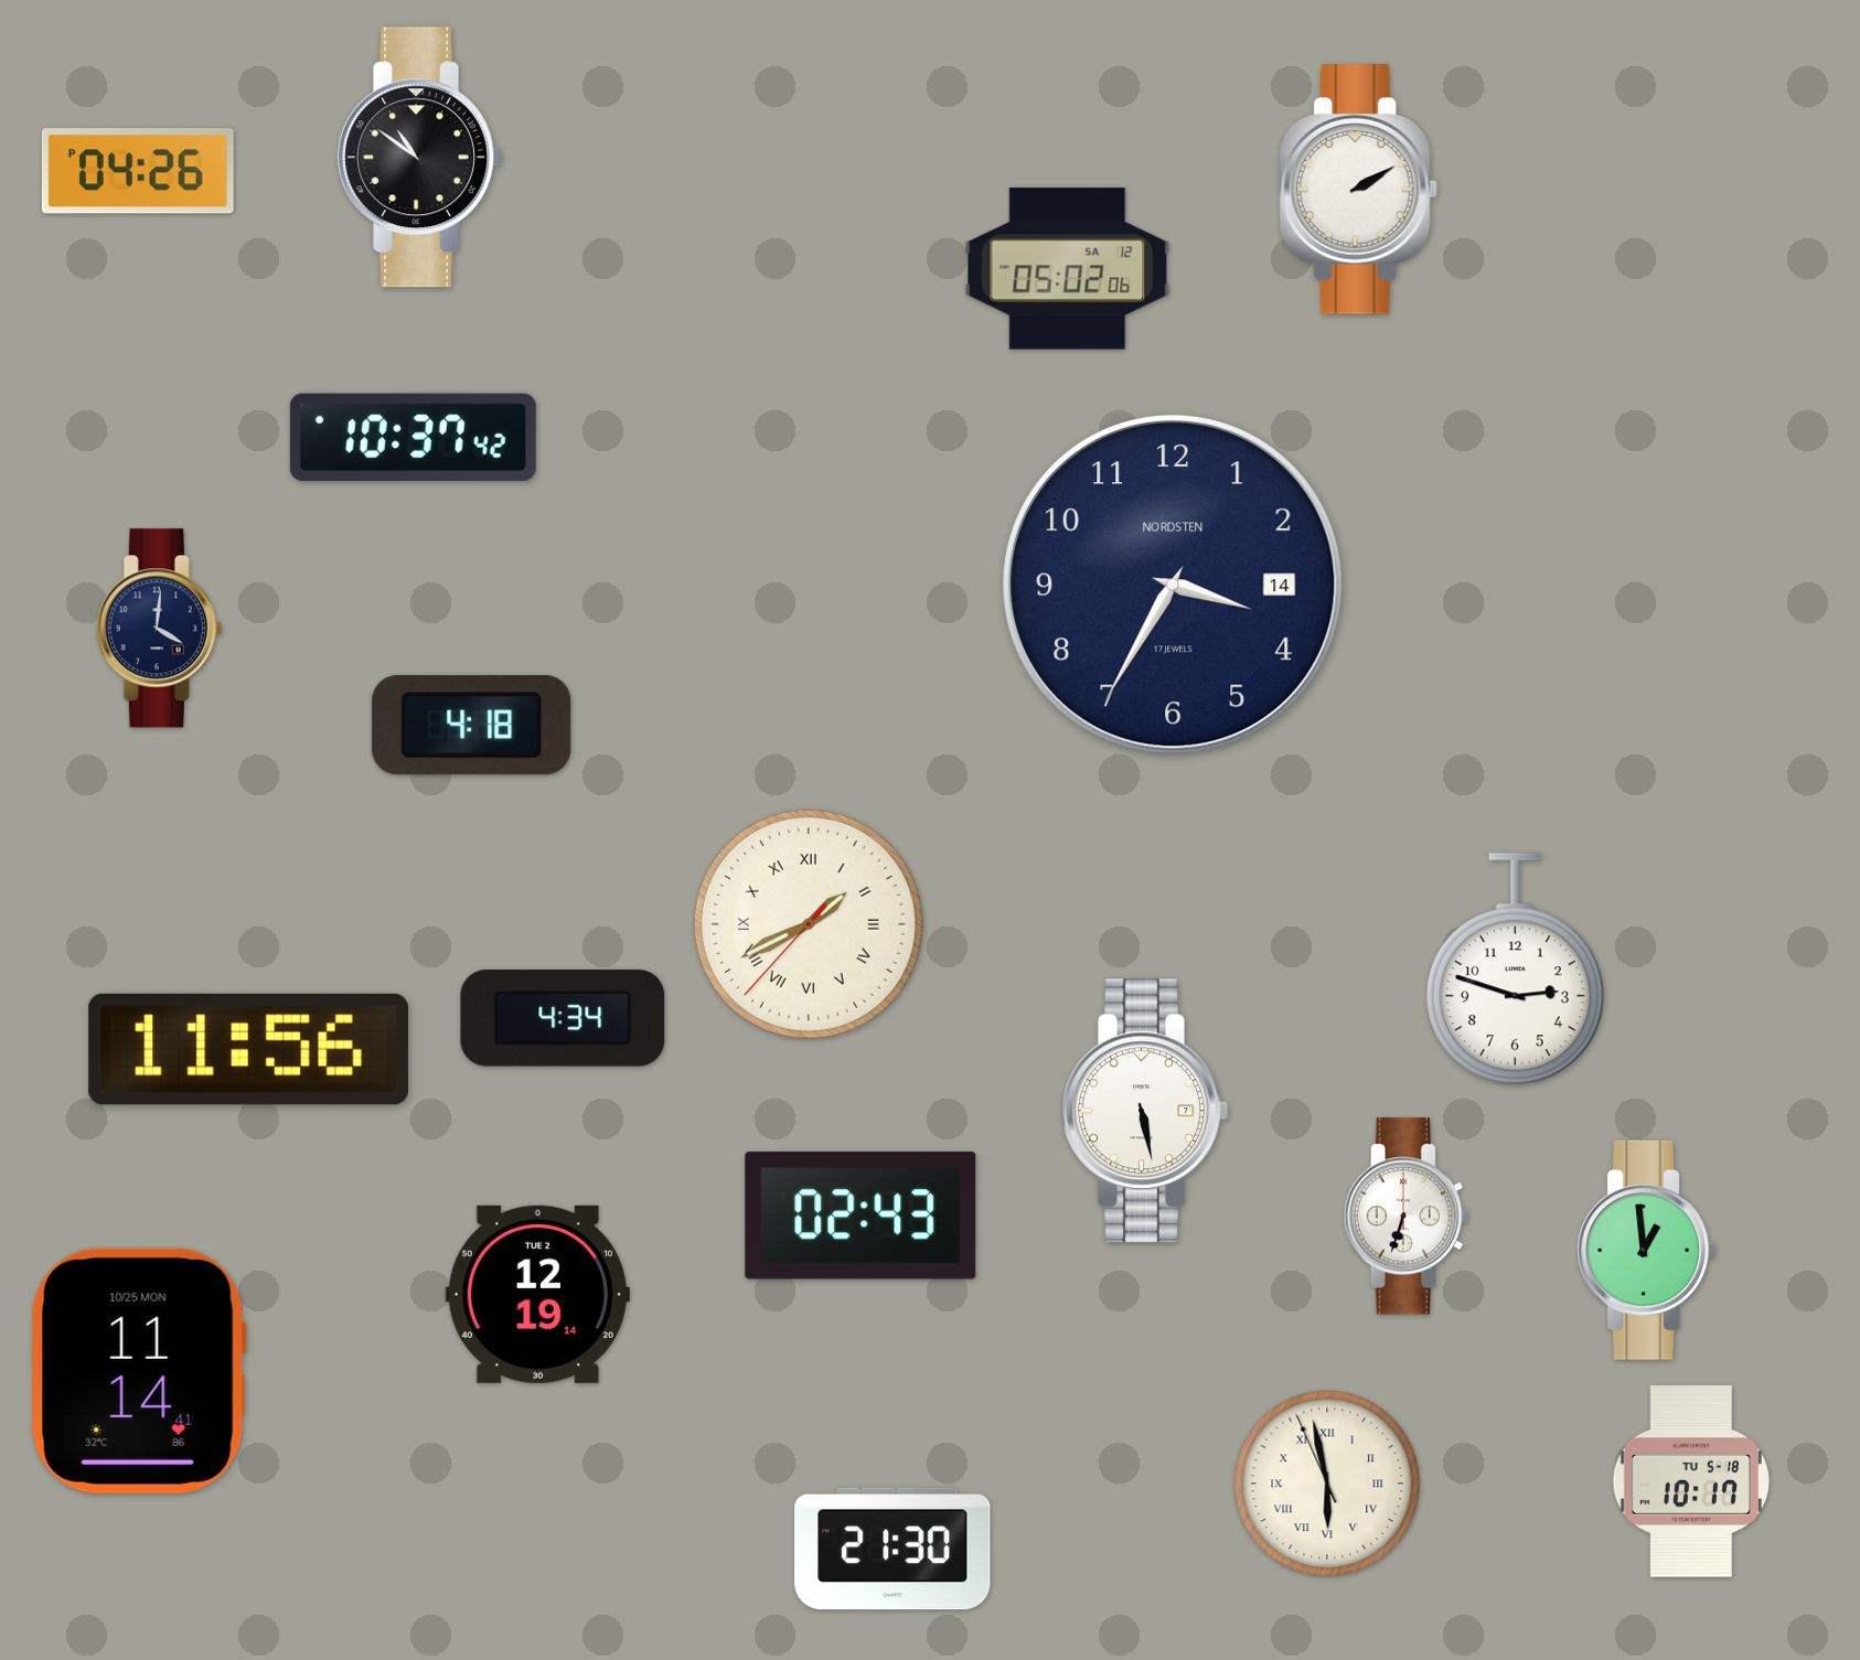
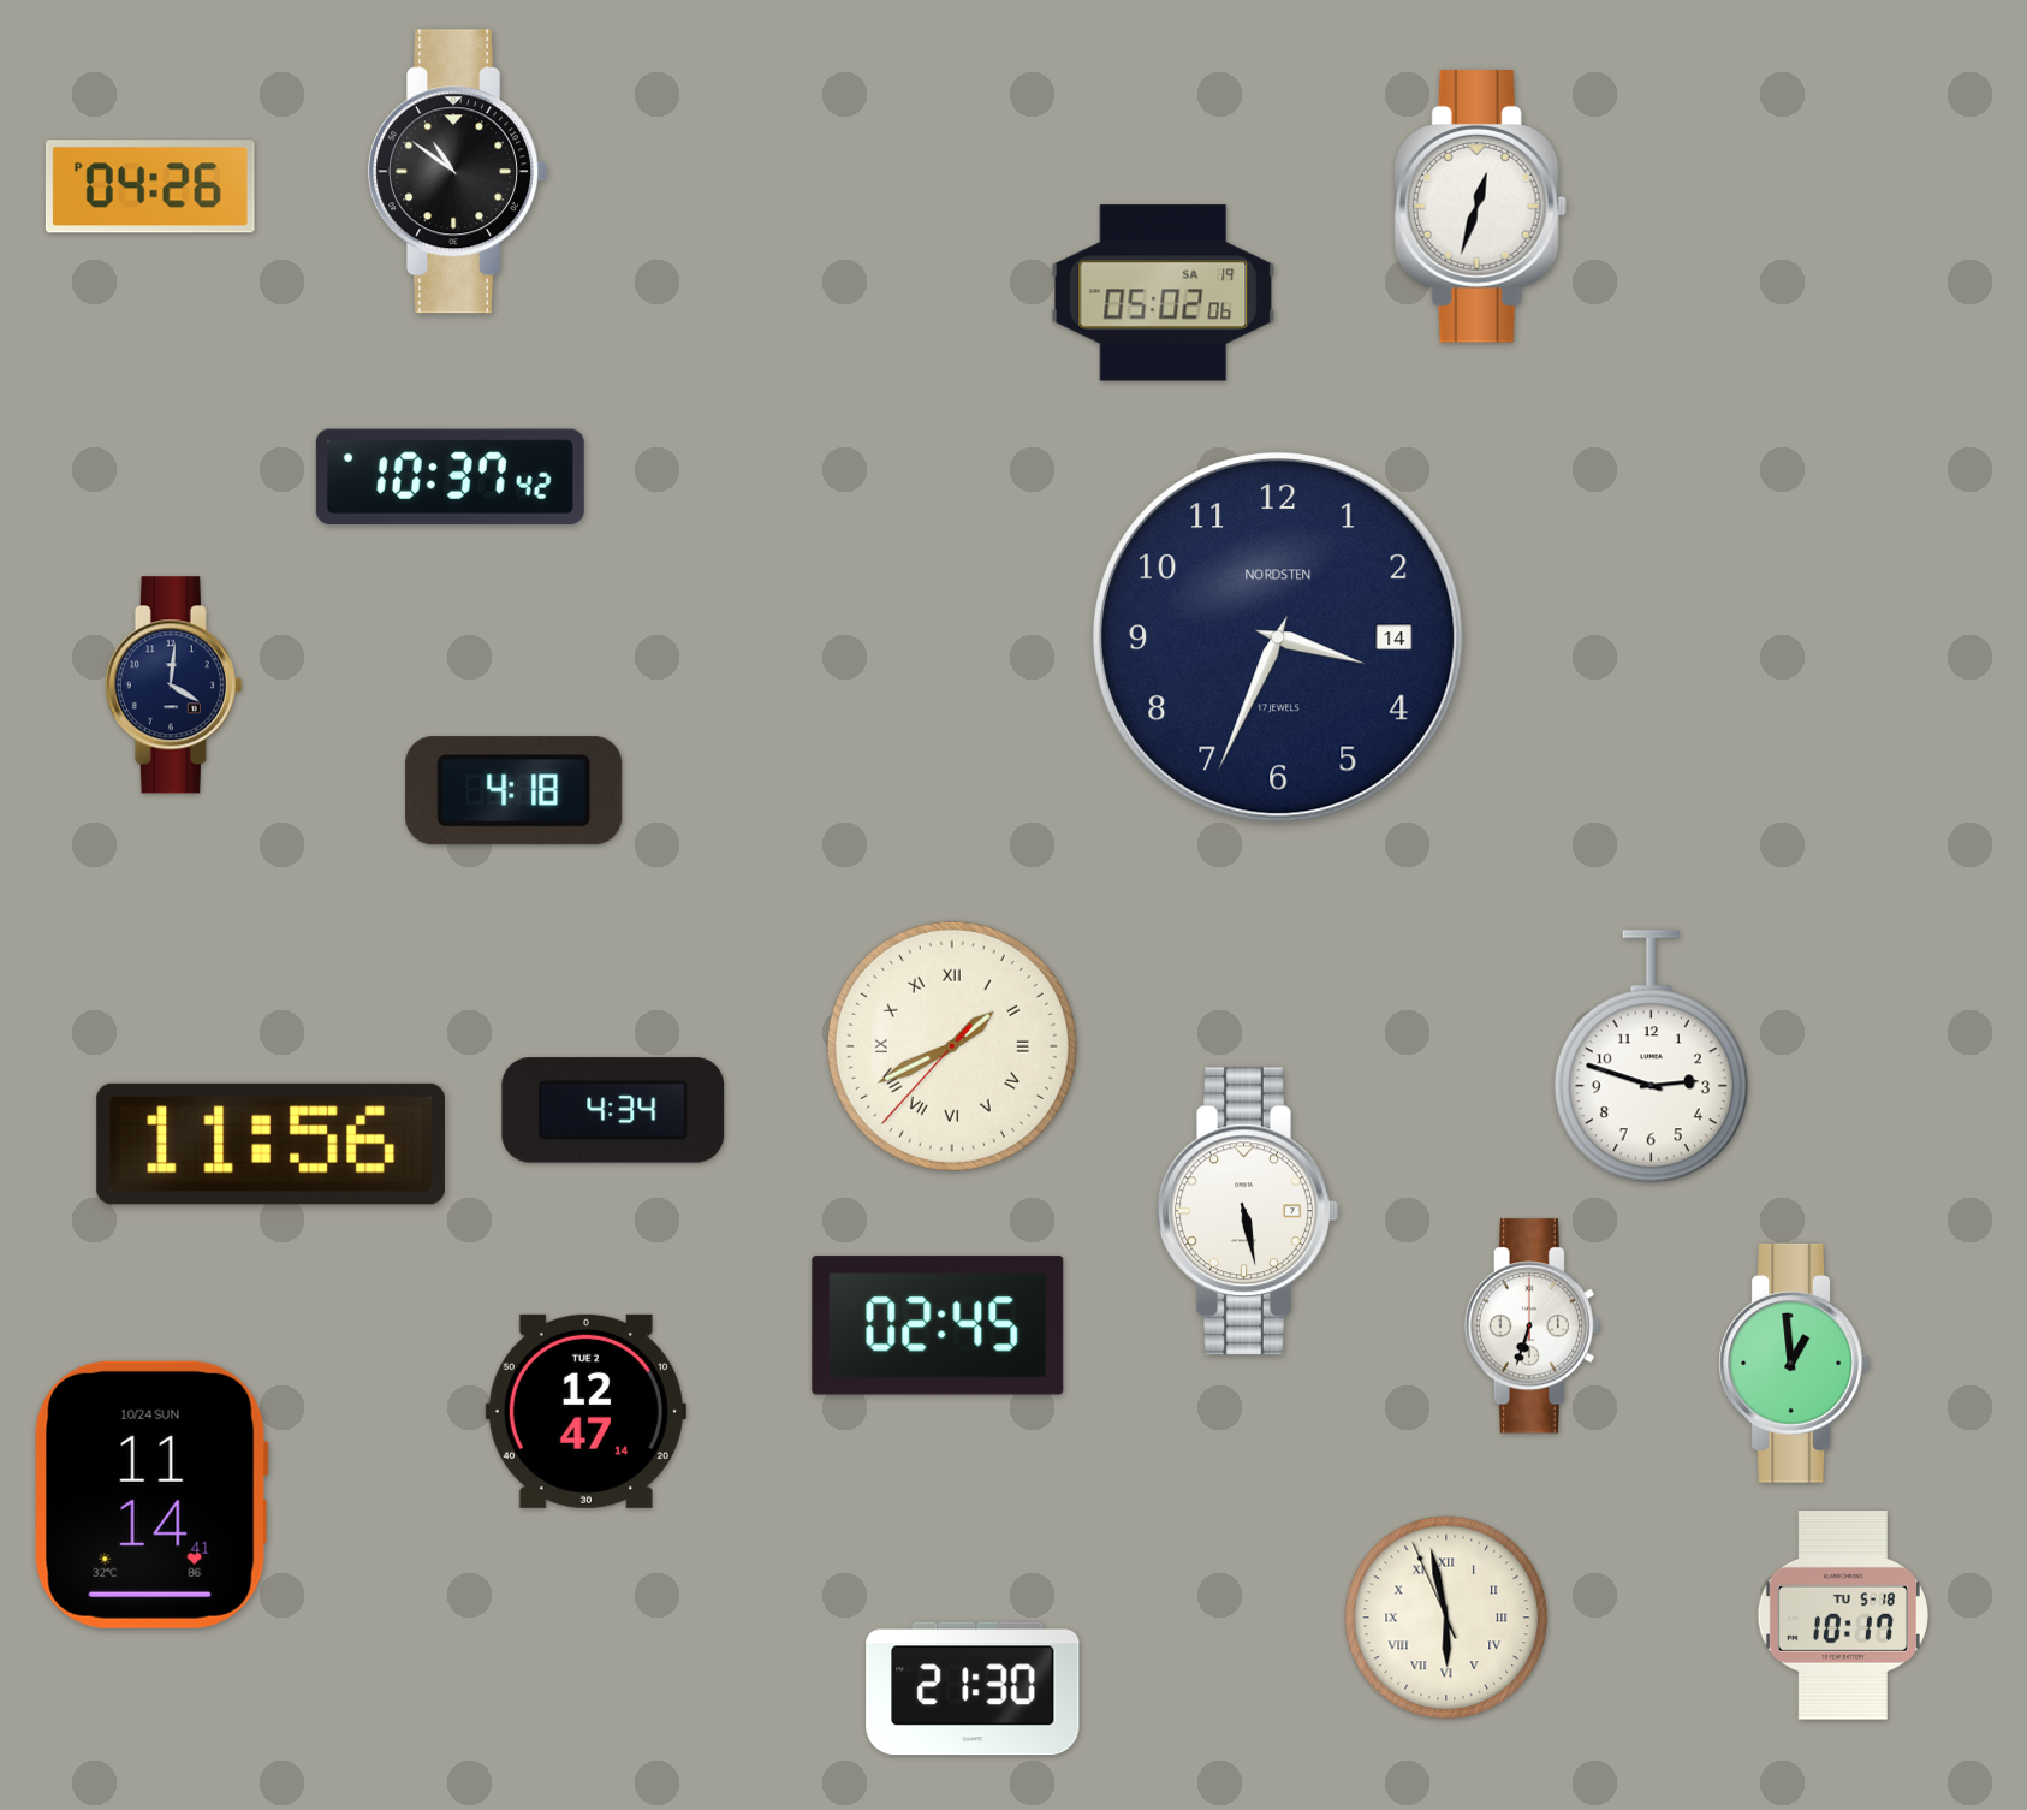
clock at (1358, 190): 2:10 -> 12:33
clock at (1068, 269) date: SA 12 -> SA 19
clock at (1174, 586): 3:35 -> 3:34
clock at (809, 924) position: (809, 924) -> (952, 1046)
clock at (860, 1215): 02:43 -> 02:45
clock at (537, 1294): 12:19 -> 12:47
clock at (139, 1371) date: 10/25 MON -> 10/24 SUN
